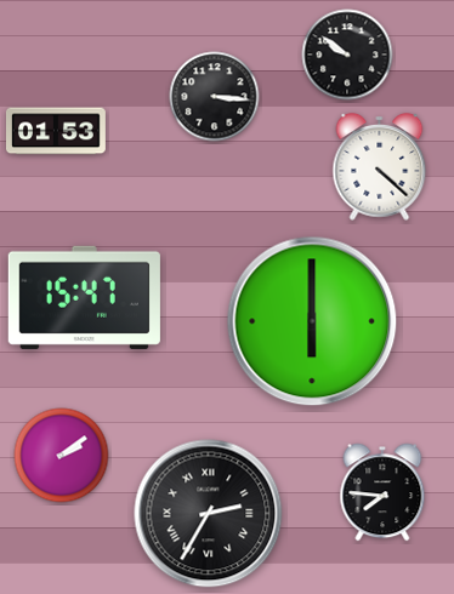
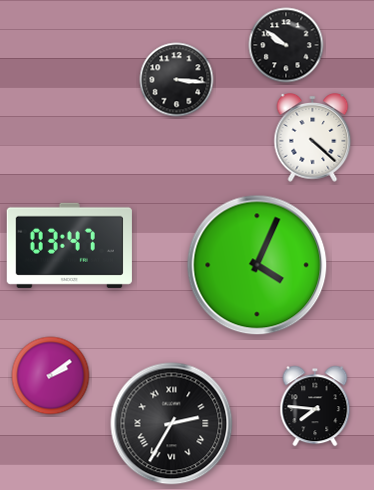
clock at (56, 131): 01:53 -> none
clock at (84, 297): 15:47 -> 03:47
clock at (312, 321): 6:00 -> 4:04
